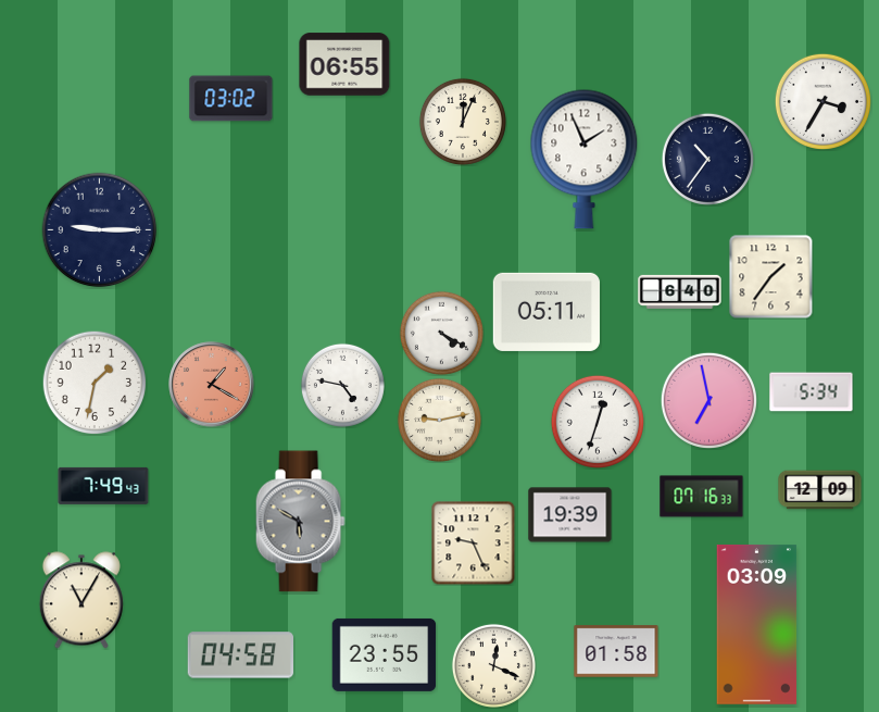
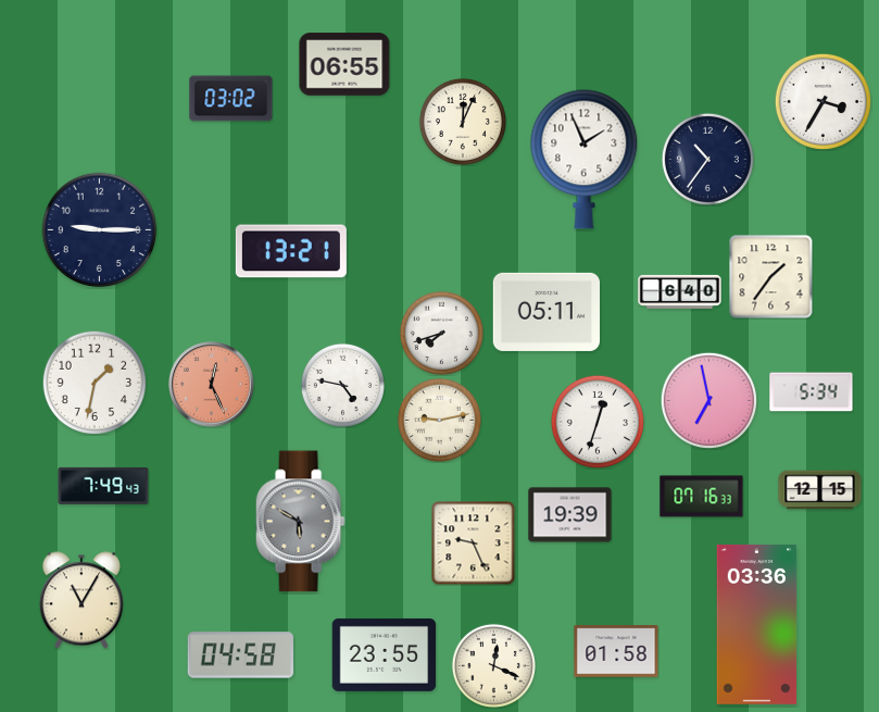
clock at (291, 251): none -> 13:21
clock at (441, 333): 4:20 -> 7:42
clock at (212, 385): 1:20 -> 12:26
clock at (820, 490): 12:09 -> 12:15
clock at (757, 624): 03:09 -> 03:36
